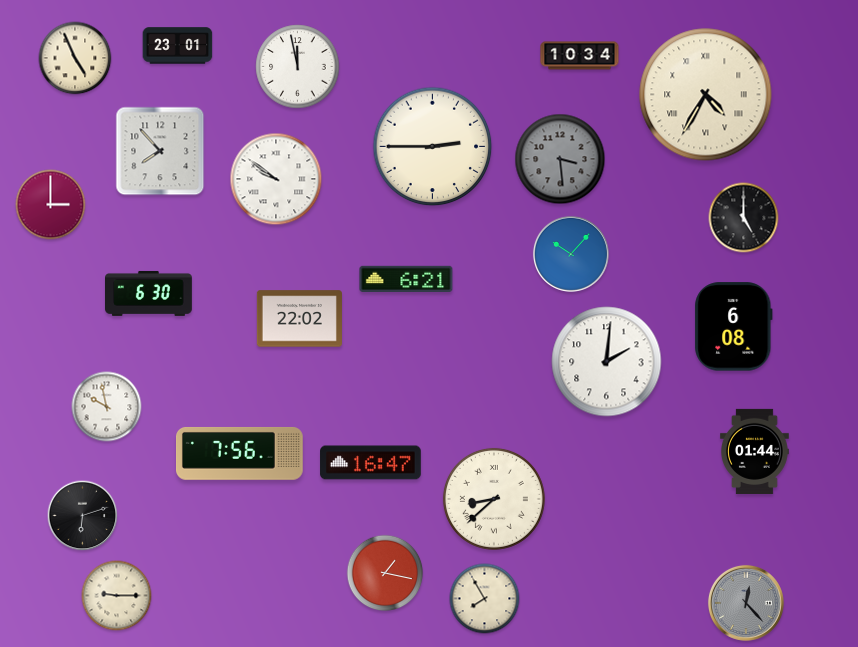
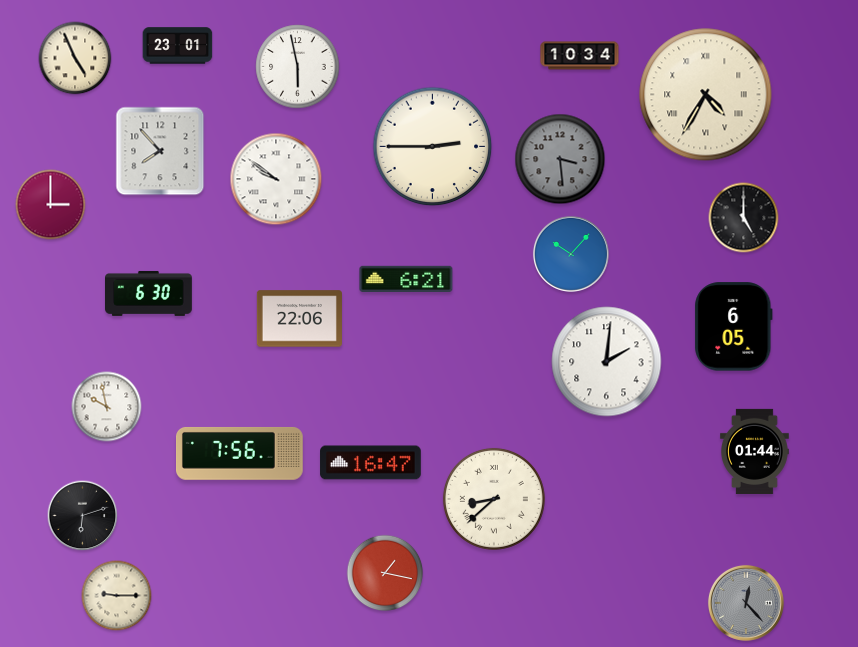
clock at (298, 67): 11:58 -> 5:58
clock at (299, 319): 22:02 -> 22:06
clock at (734, 327): 6:08 -> 6:05
clock at (485, 599): 7:55 -> none
